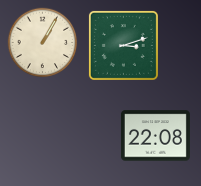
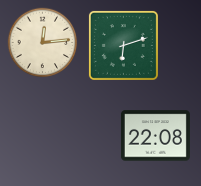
clock at (43, 43): 1:05 -> 12:14
clock at (123, 45): 3:12 -> 6:12
